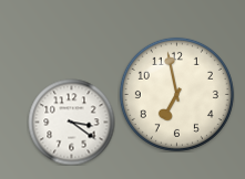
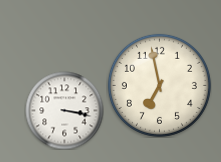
clock at (71, 122): 3:21 -> 3:17
